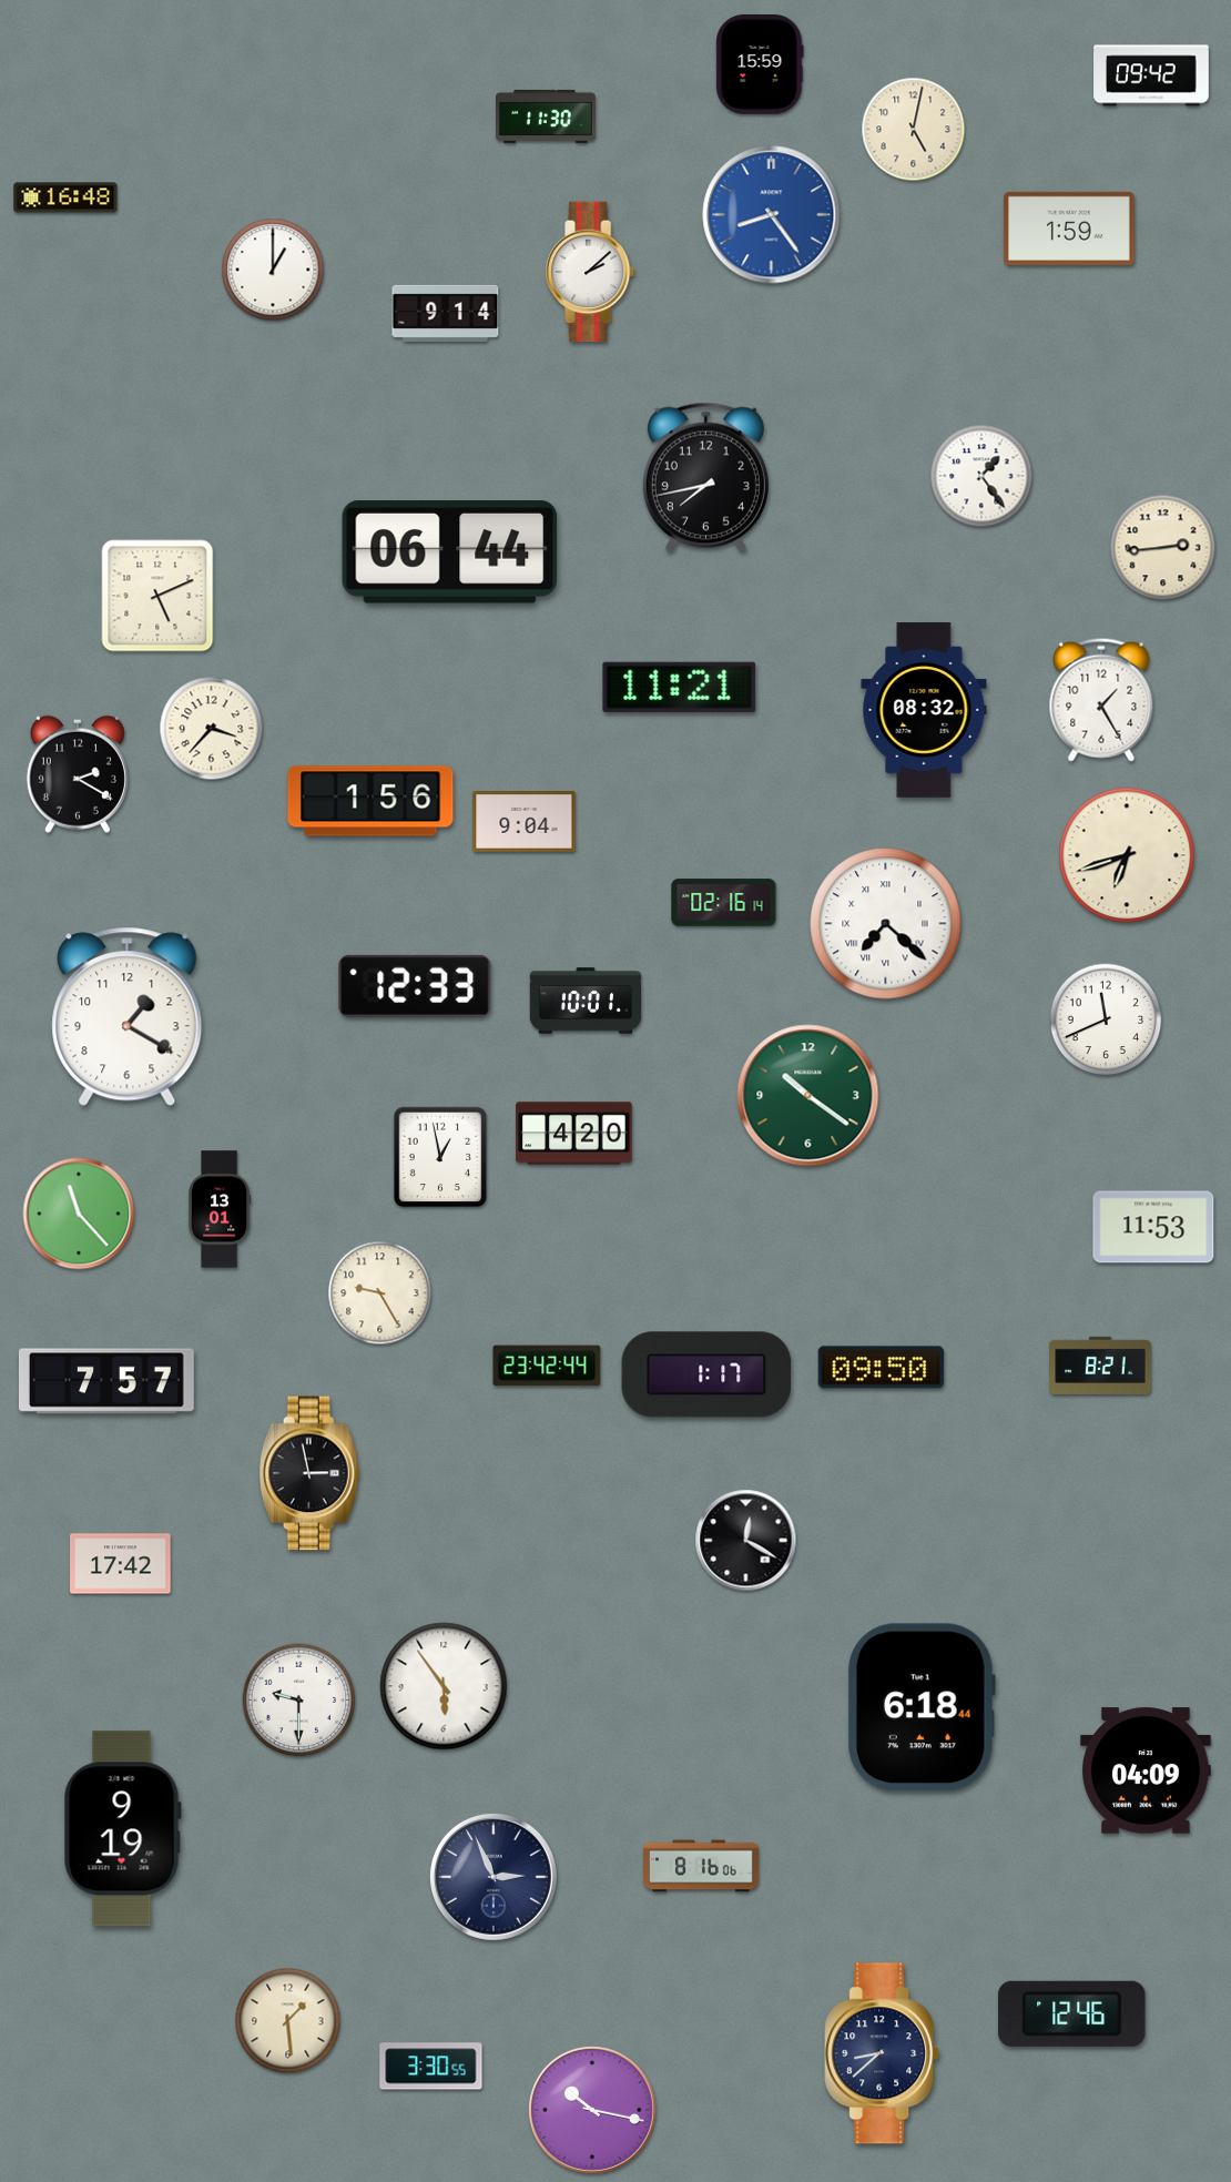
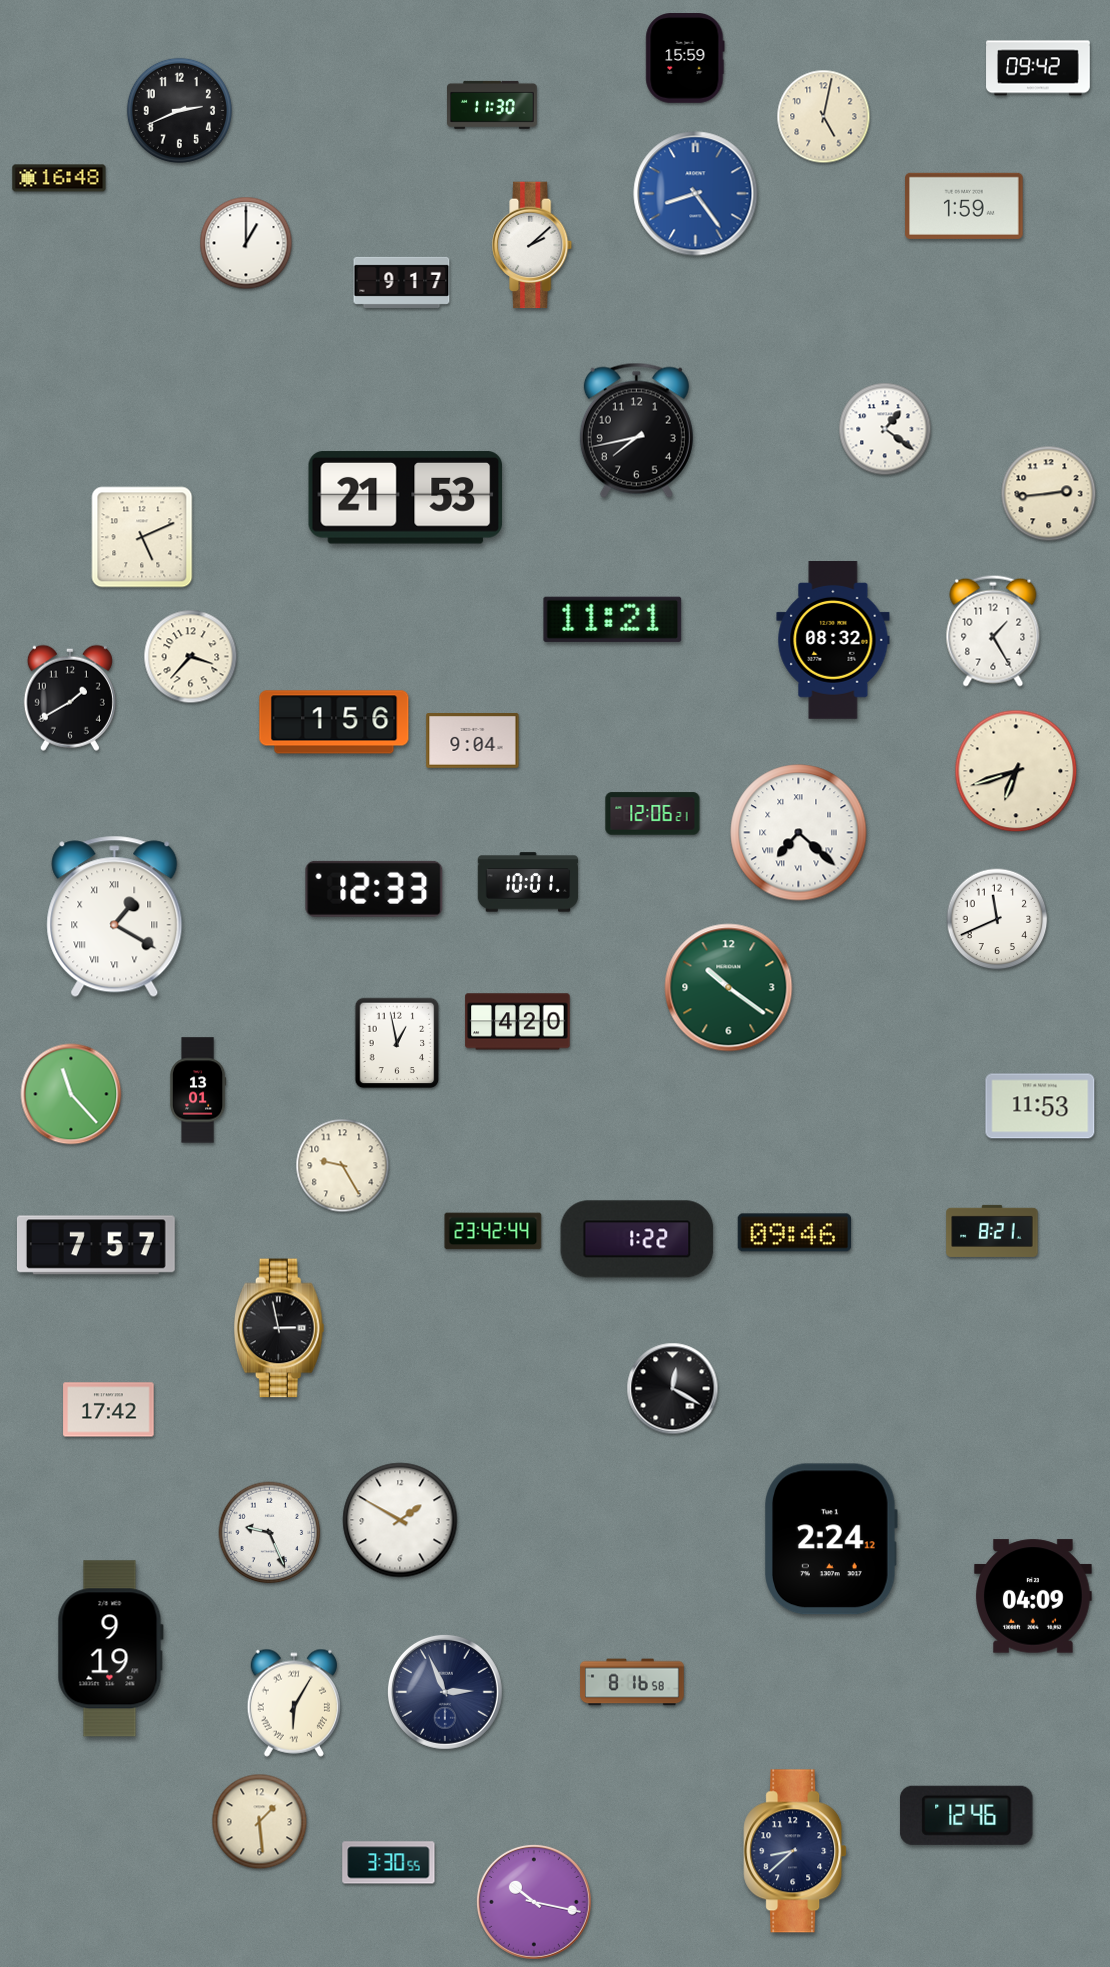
clock at (179, 110): none -> 2:41
clock at (446, 313): 9:14 -> 9:17
clock at (981, 476): 1:24 -> 1:21
clock at (450, 552): 06:44 -> 21:53
clock at (78, 774): 2:20 -> 1:40
clock at (724, 903): 02:16 -> 12:06
clock at (586, 1001) position: (586, 1001) -> (528, 882)
clock at (128, 1017) numerals: Arabic -> Roman
clock at (882, 1368): 09:50 -> 09:46
clock at (706, 1374): 1:17 -> 1:22
clock at (444, 1686): 5:54 -> 1:50
clock at (299, 1701): 9:30 -> 9:26
clock at (923, 1707): 6:18 -> 2:24
clock at (701, 1866): 8:16:06 -> 8:16:58
clock at (293, 1703): none -> 6:05
